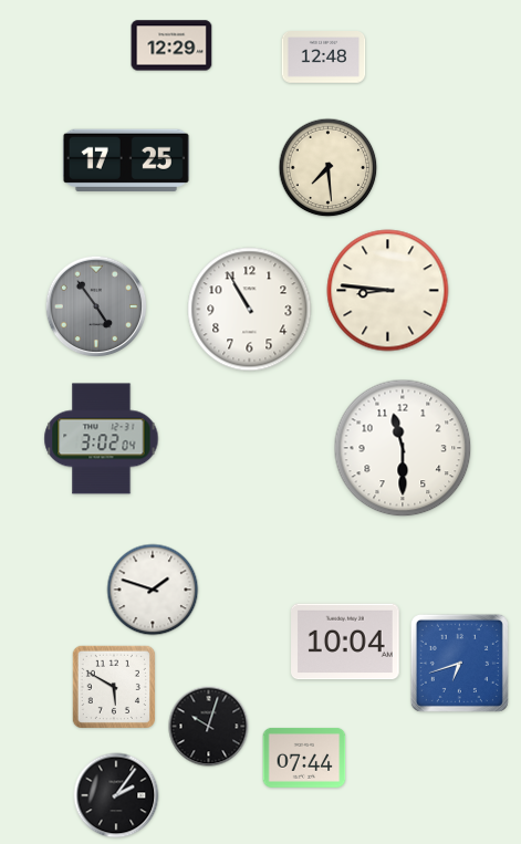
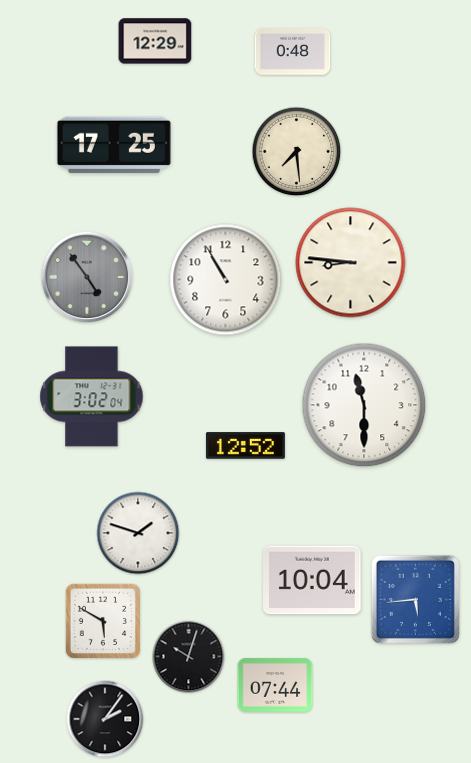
clock at (324, 58): 12:48 -> 0:48
clock at (245, 446): none -> 12:52
clock at (459, 663): 6:42 -> 5:44
